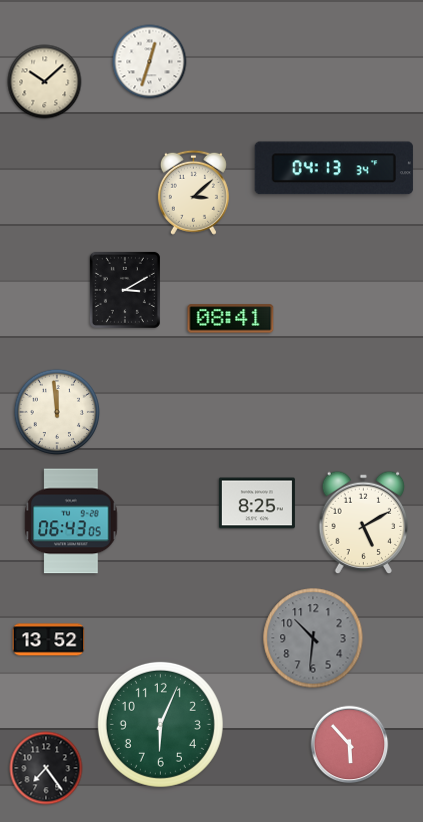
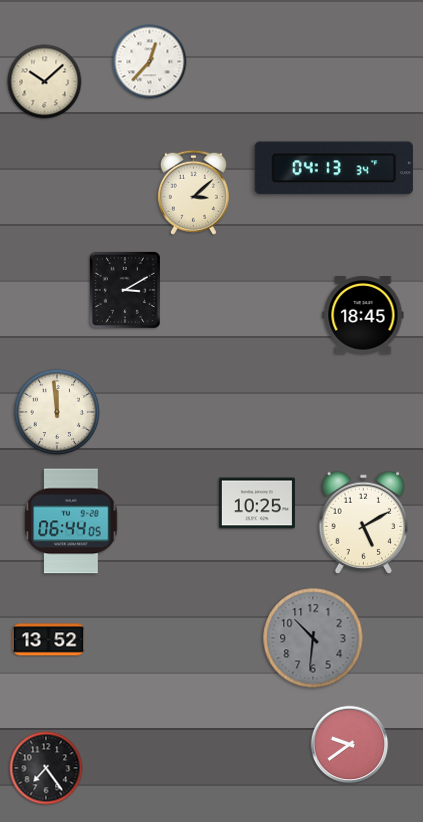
clock at (150, 62): 12:33 -> 12:37
clock at (363, 316): none -> 18:45
clock at (231, 319): 08:41 -> none
clock at (257, 503): 8:25 -> 10:25
clock at (71, 521): 06:43 -> 06:44
clock at (160, 724): 6:04 -> none
clock at (350, 745): 5:53 -> 9:39
